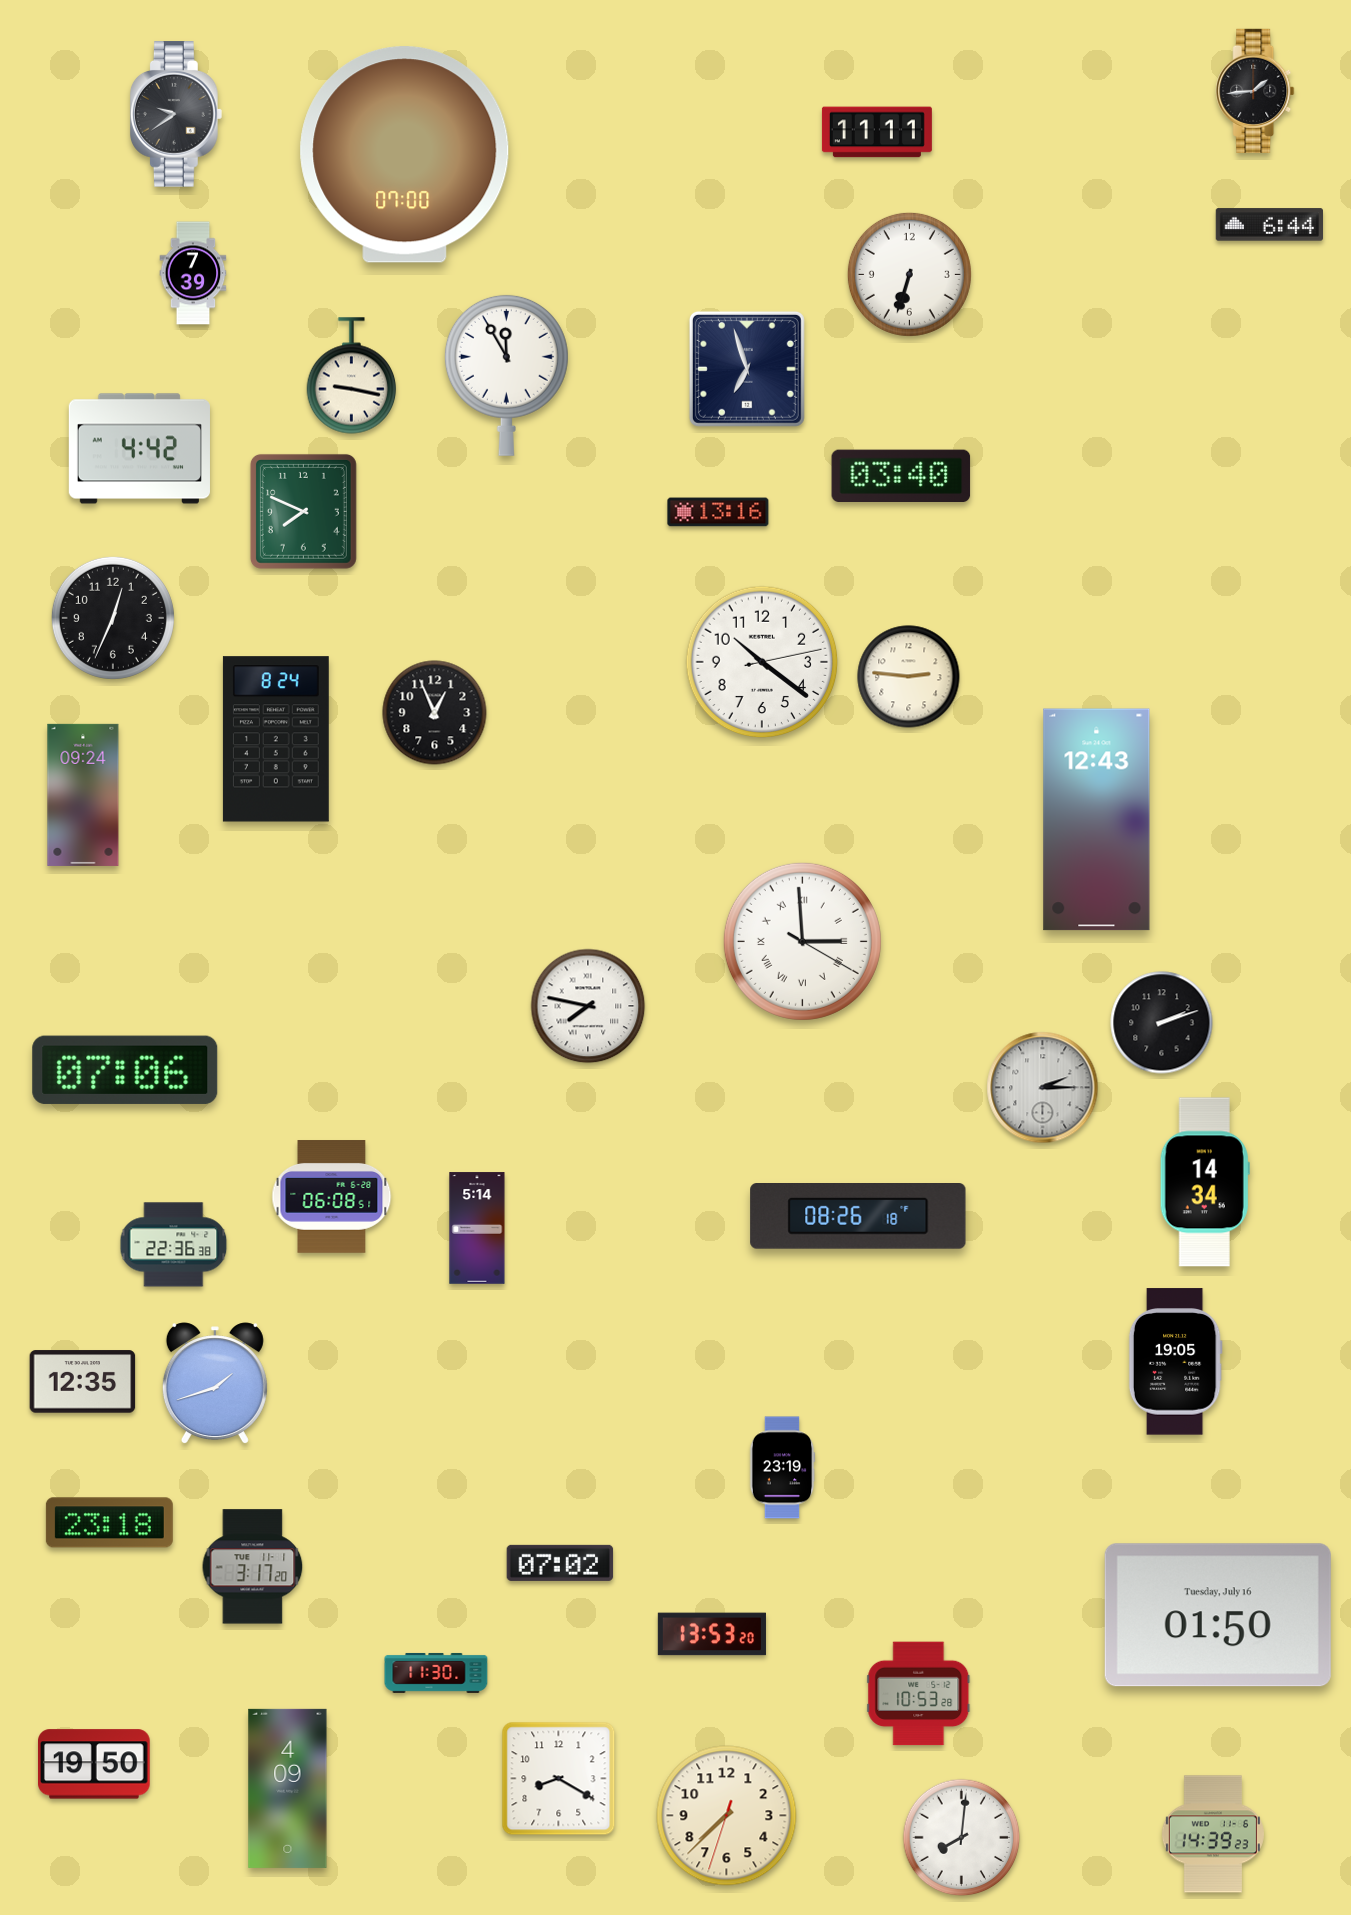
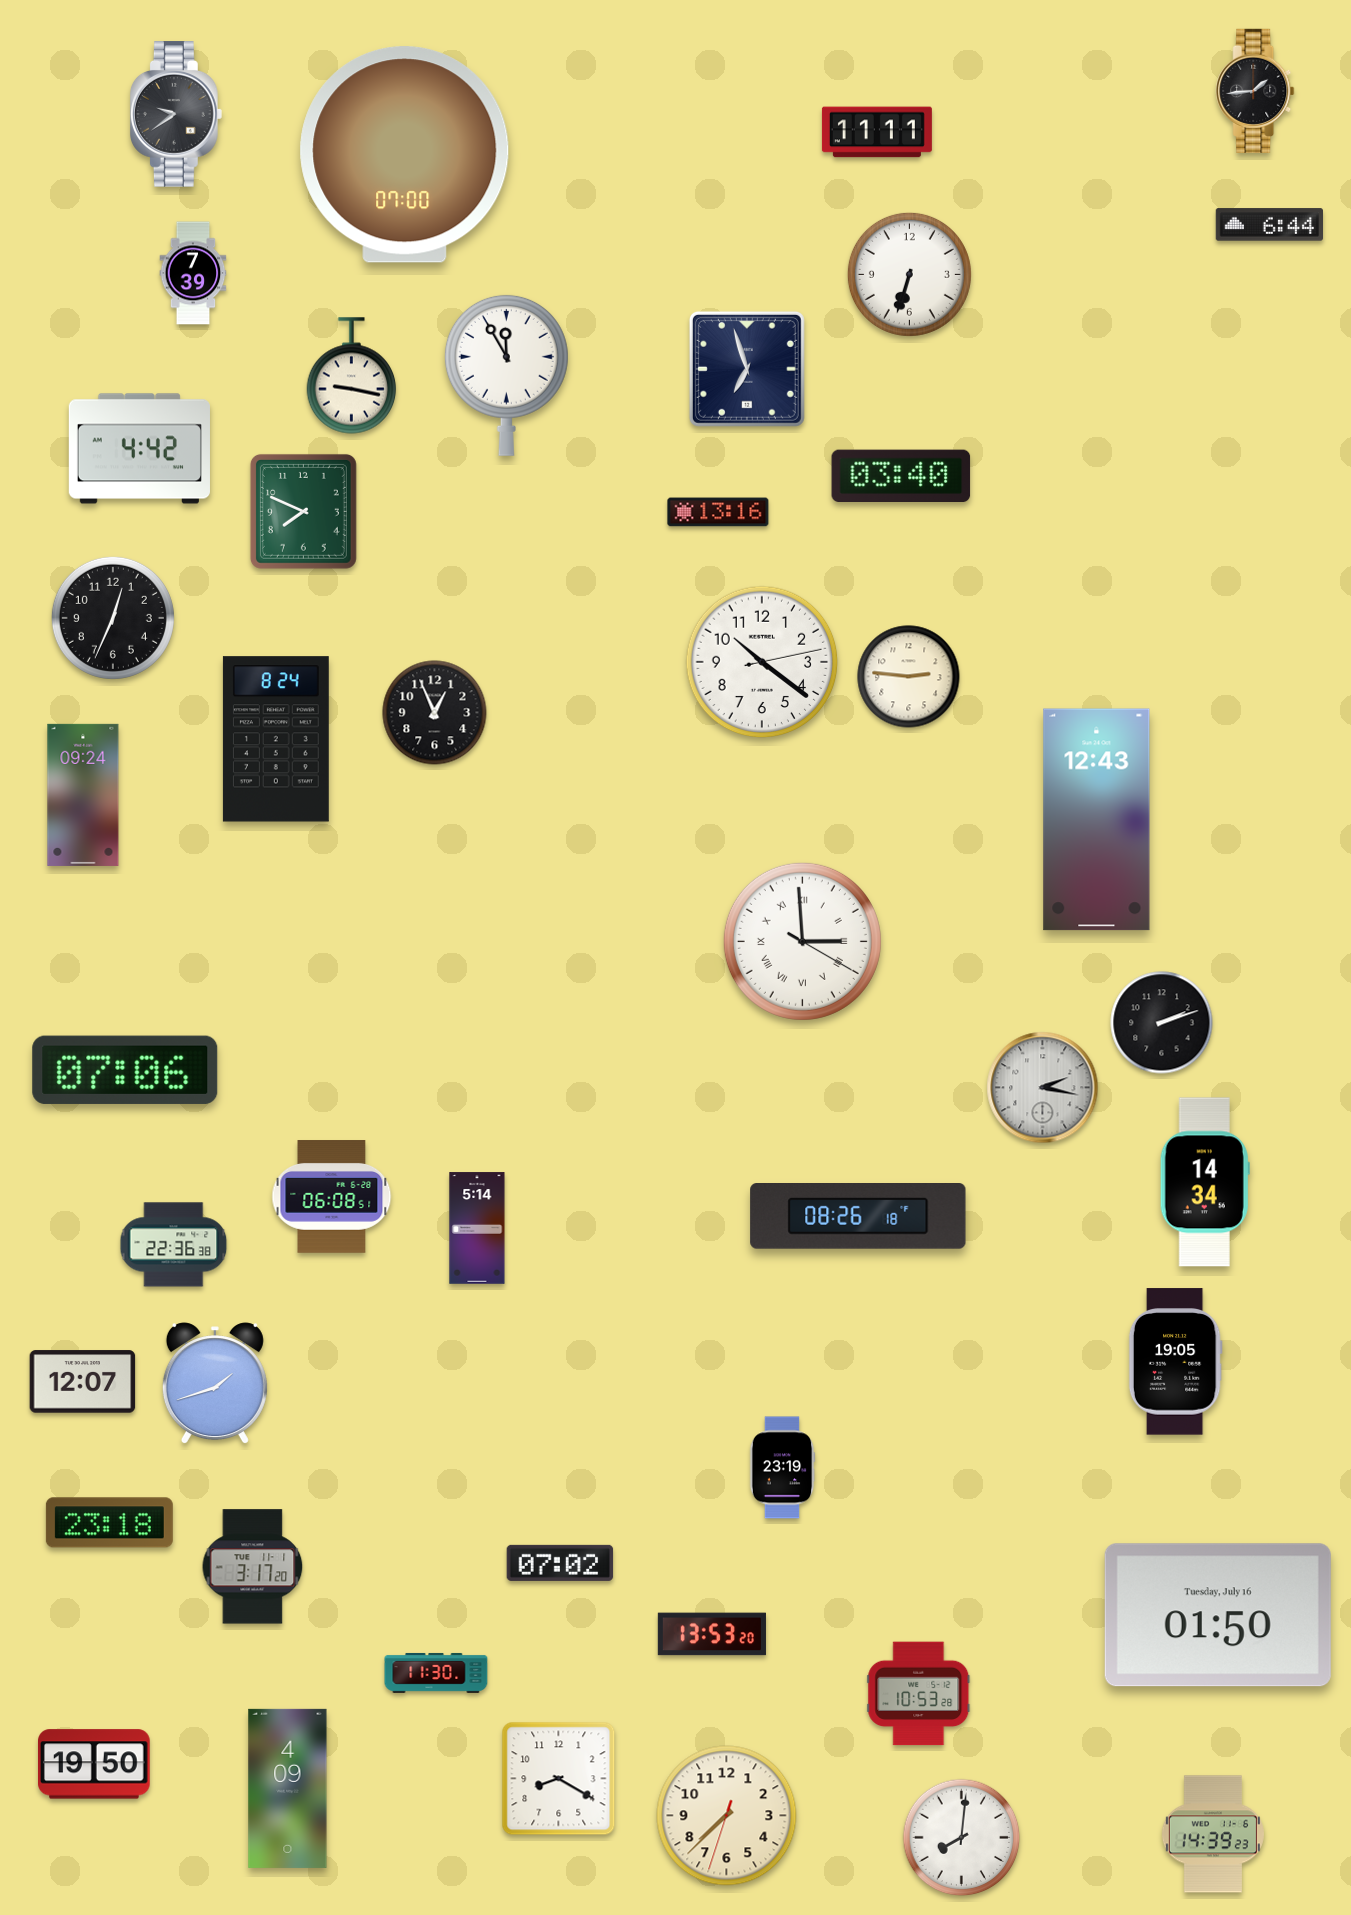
clock at (588, 1006): 7:47 -> none
clock at (1043, 1088): 2:15 -> 2:17
clock at (83, 1382): 12:35 -> 12:07
